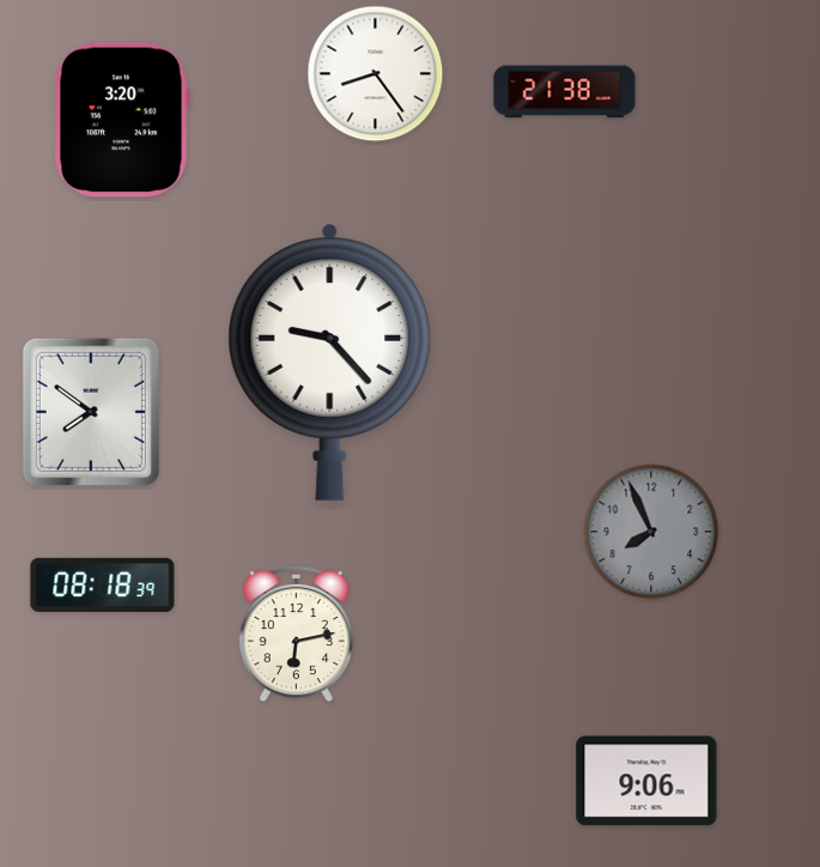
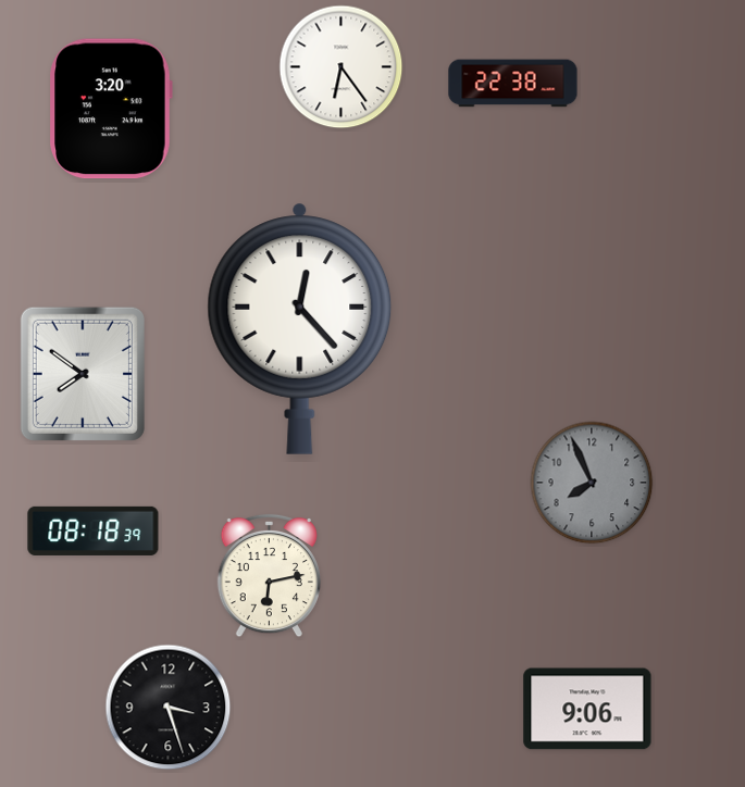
clock at (376, 74): 8:24 -> 6:24
clock at (565, 92): 21:38 -> 22:38
clock at (330, 362): 9:23 -> 12:23
clock at (169, 708): none -> 3:27
